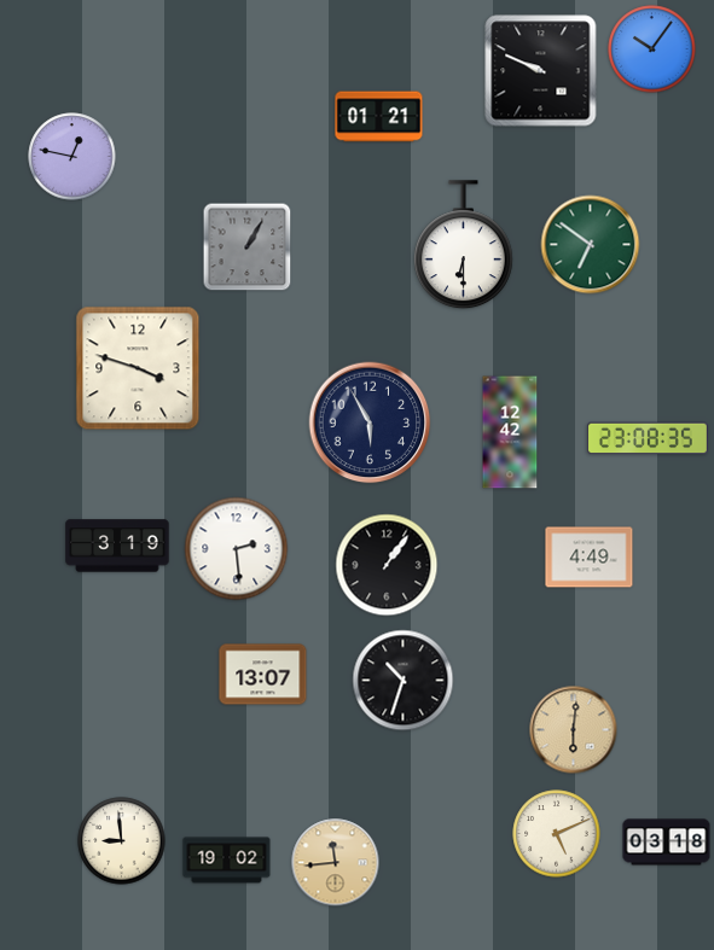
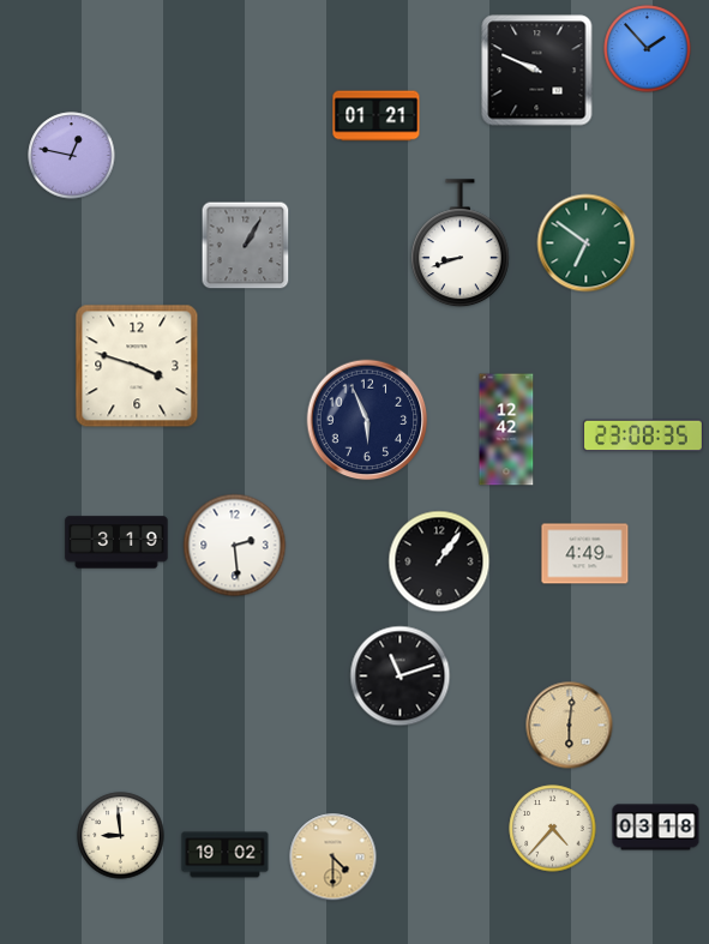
clock at (652, 49): 10:06 -> 1:53
clock at (463, 245): 6:30 -> 8:42
clock at (370, 422): 5:55 -> 5:56
clock at (387, 565) position: (387, 565) -> (439, 561)
clock at (263, 675): 13:07 -> none
clock at (404, 681): 10:33 -> 11:12
clock at (557, 834): 5:11 -> 4:37
clock at (667, 843) position: (667, 843) -> (656, 828)
clock at (336, 863): 11:44 -> 4:30
